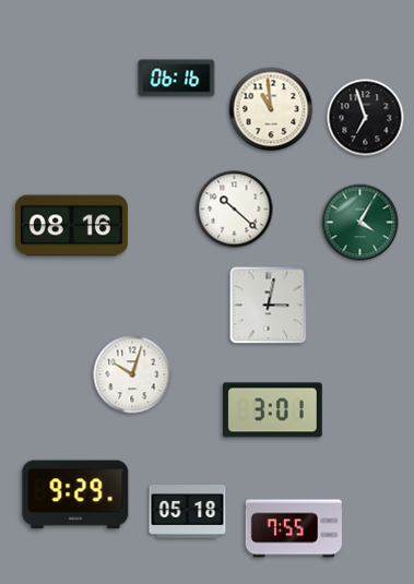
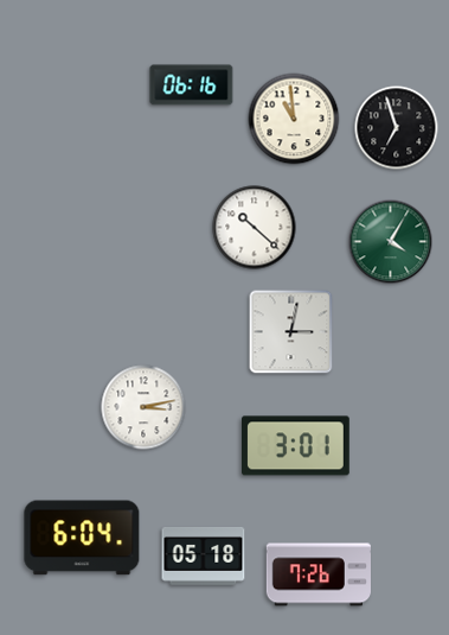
clock at (71, 226): 08:16 -> none
clock at (132, 374): 10:03 -> 3:13
clock at (75, 494): 9:29 -> 6:04
clock at (293, 528): 7:55 -> 7:26
